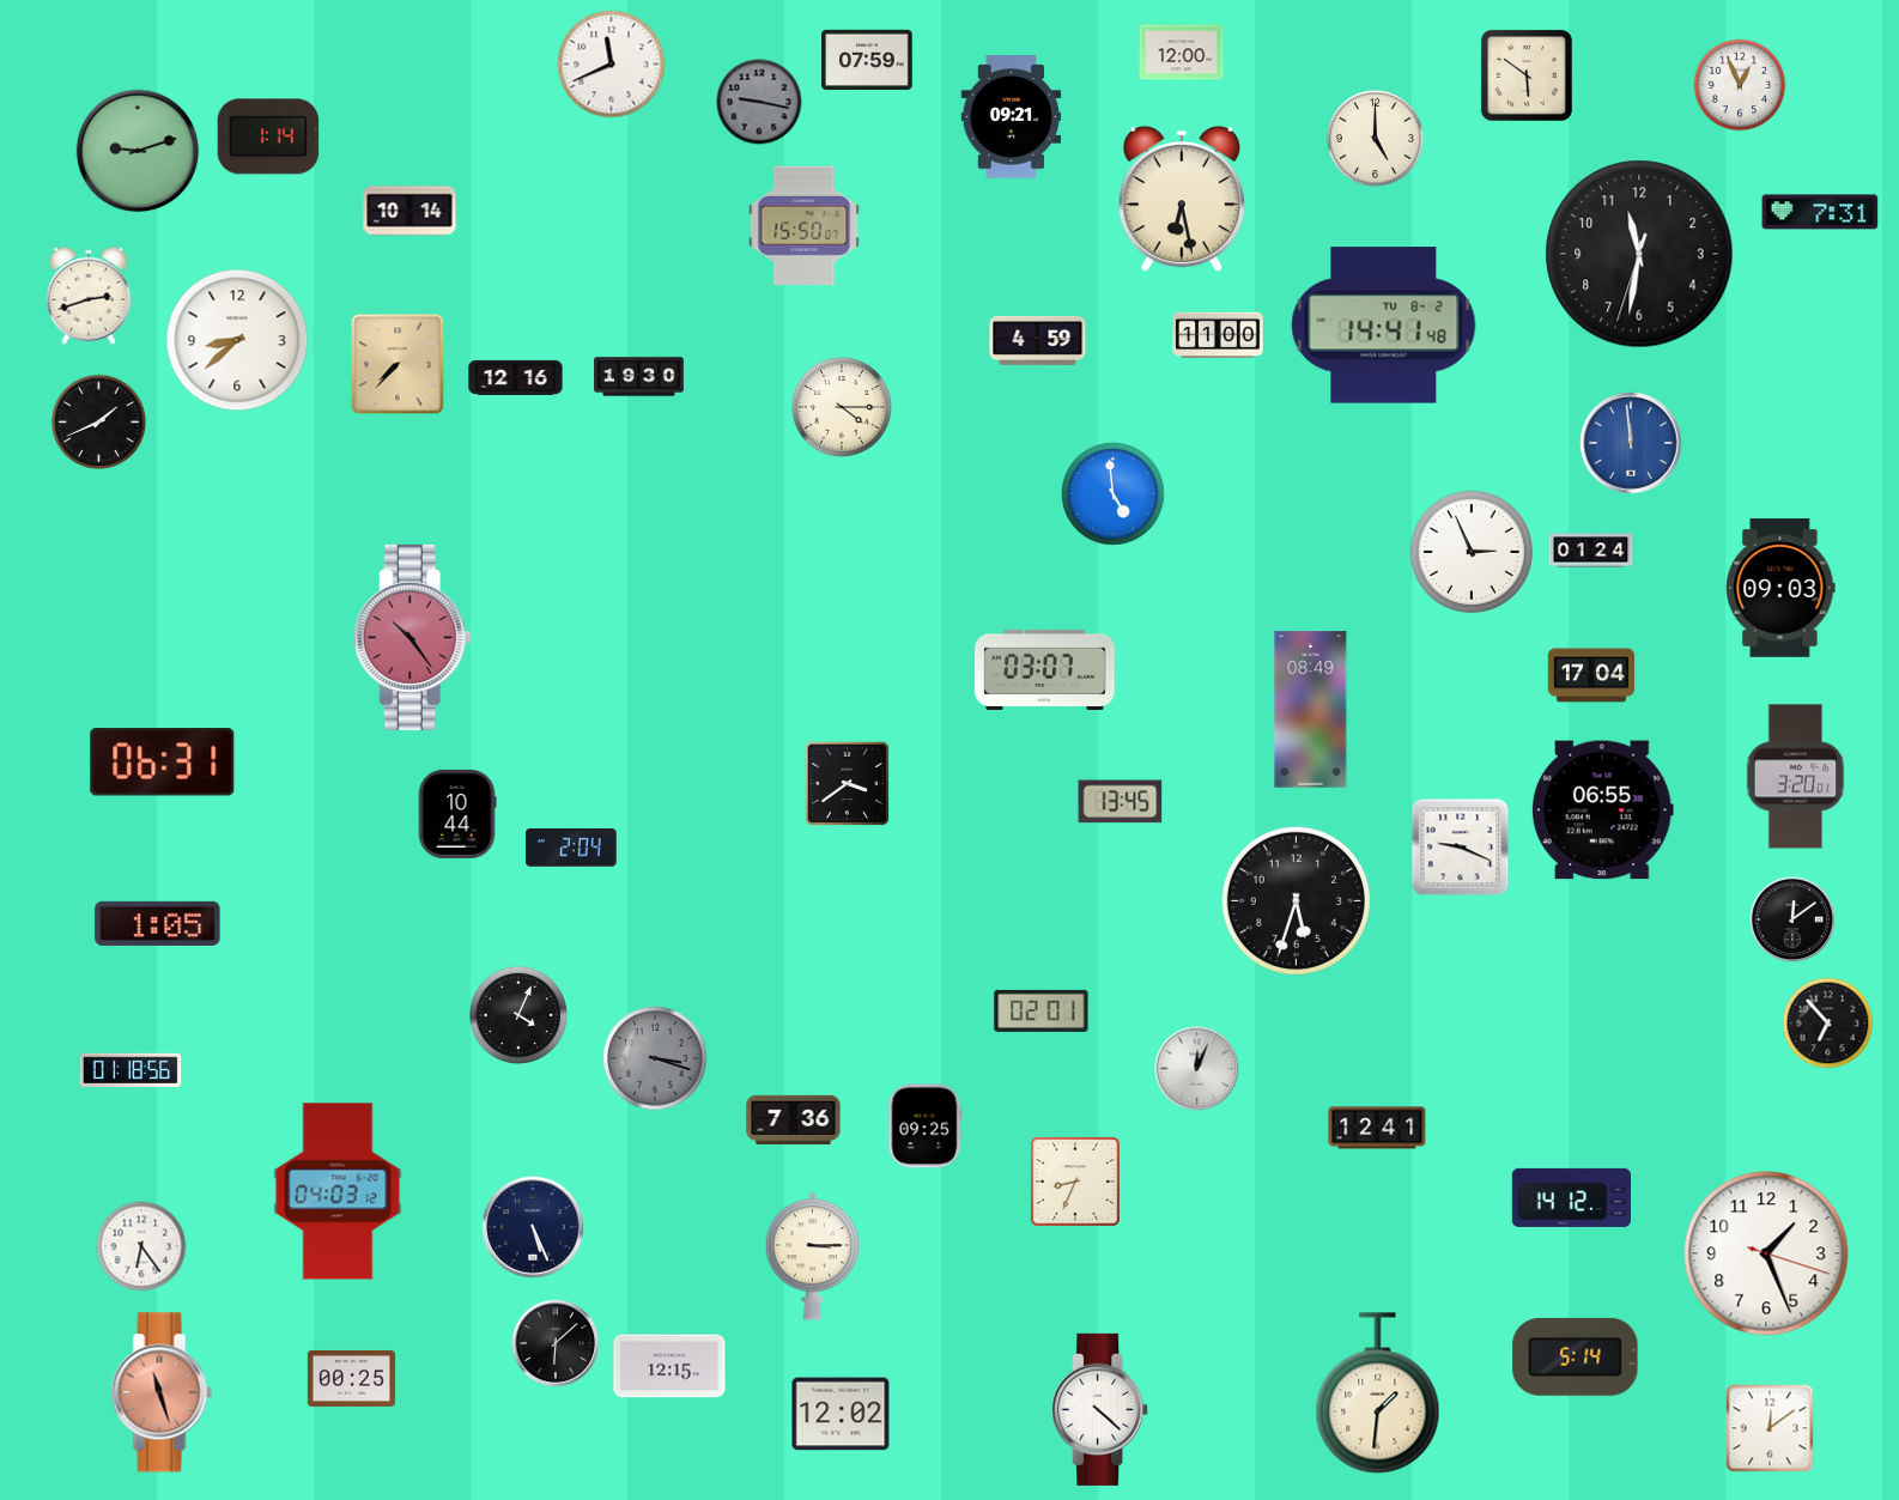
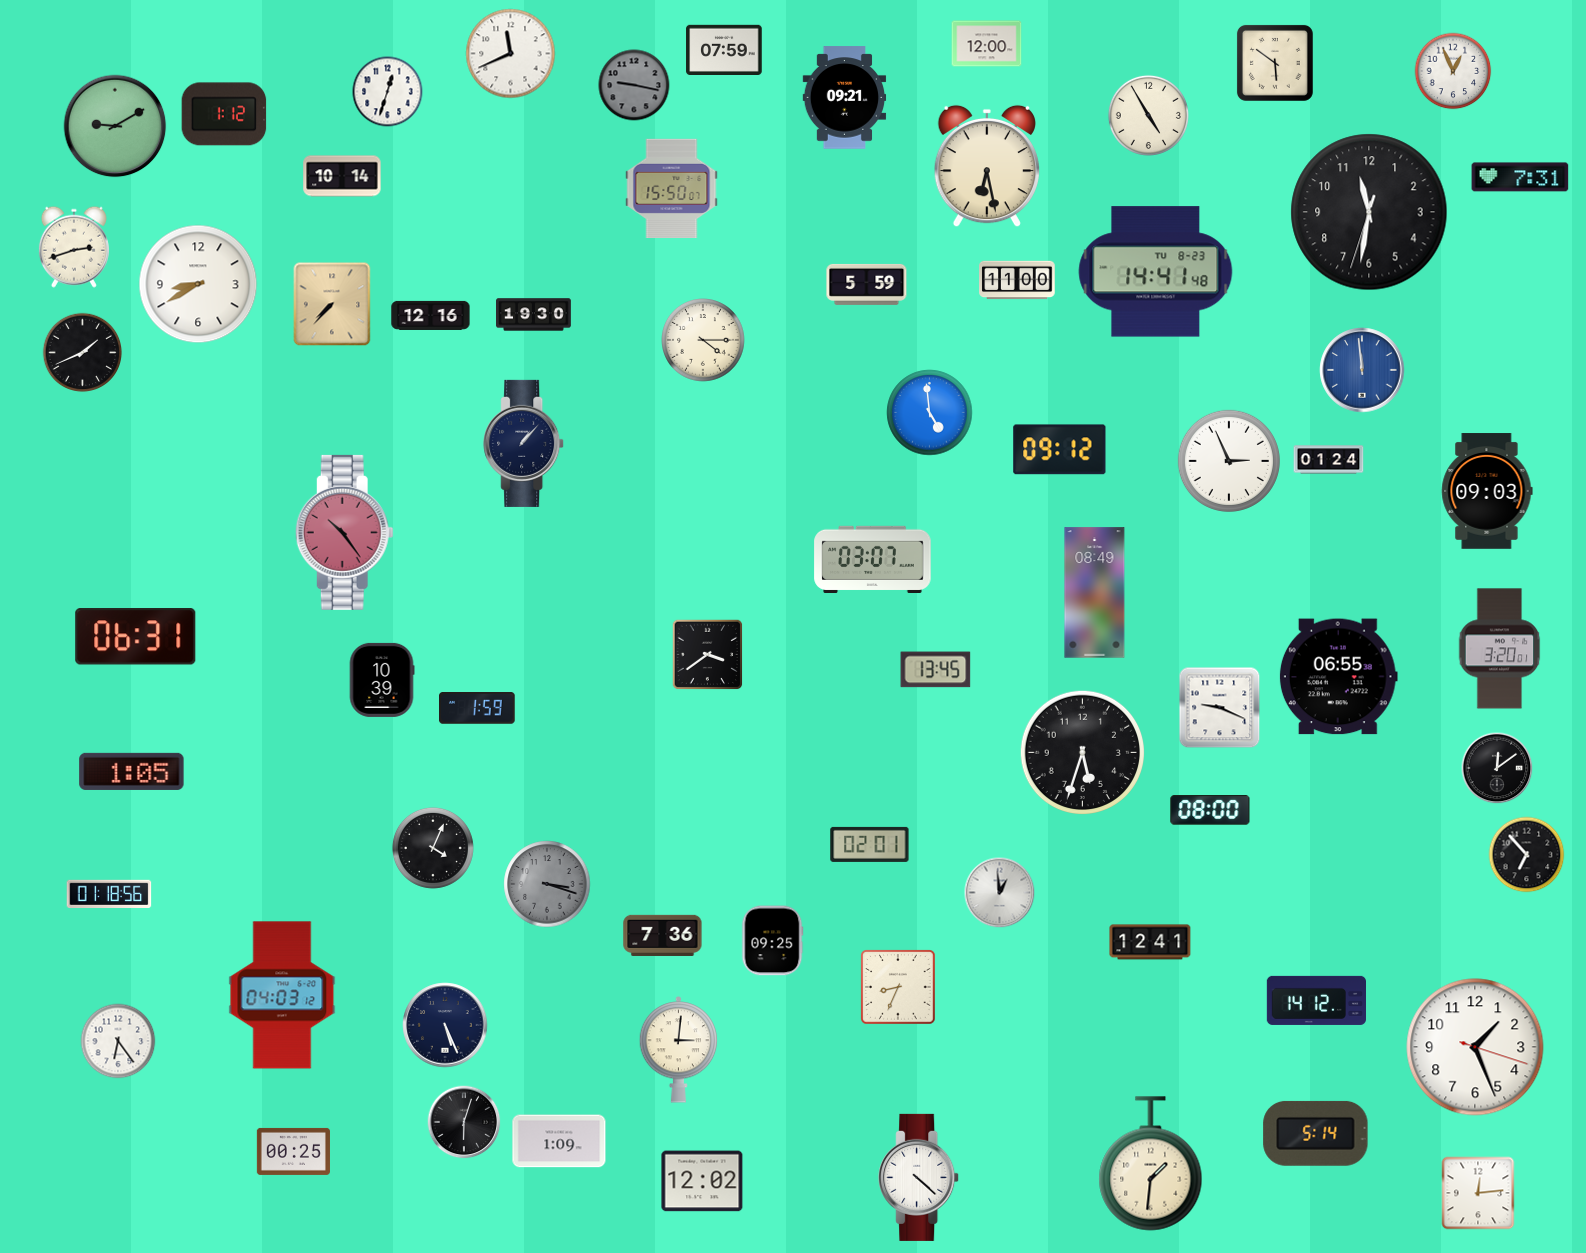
clock at (388, 92): none -> 12:33
clock at (268, 136): 1:14 -> 1:12
clock at (1375, 138): 5:00 -> 4:55
clock at (138, 151): 9:12 -> 9:10
clock at (1384, 326) date: TU 8-2 -> TU 8-23
clock at (237, 340): 8:38 -> 8:40
clock at (1038, 340): 4:59 -> 5:59
clock at (524, 443): none -> 1:07
clock at (1060, 450): none -> 09:12
clock at (1591, 675): 17:04 -> none
clock at (457, 814): 10:44 -> 10:39
clock at (571, 849): 2:04 -> 1:59
clock at (1210, 810): none -> 08:00
clock at (1197, 1069): 12:04 -> 12:59
clock at (1572, 1197) position: (1572, 1197) -> (1317, 1000)
clock at (813, 1257): 3:15 -> 3:01
clock at (556, 1343): 6:08 -> 6:03
clock at (669, 1366): 12:15 -> 1:09
clock at (162, 1392): 11:27 -> none
clock at (1770, 1428): 12:09 -> 12:14
